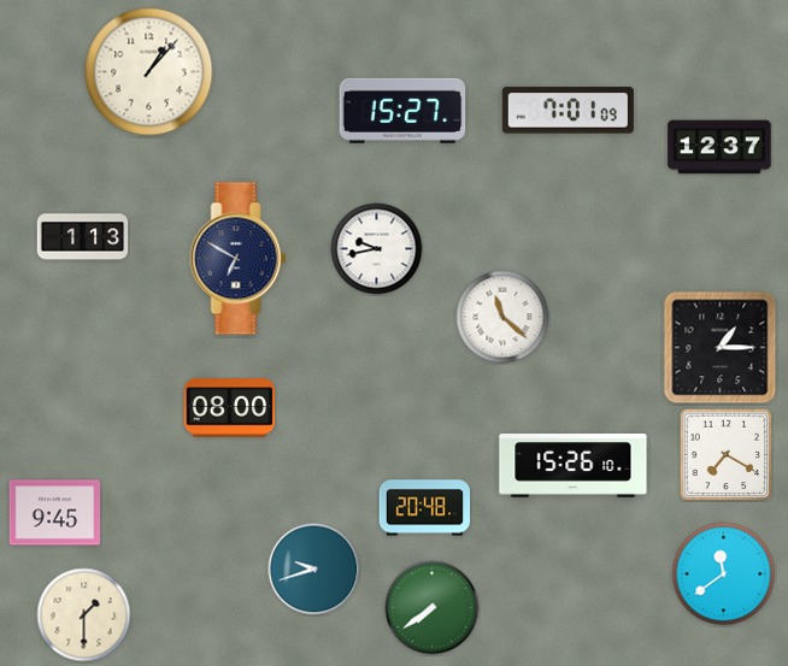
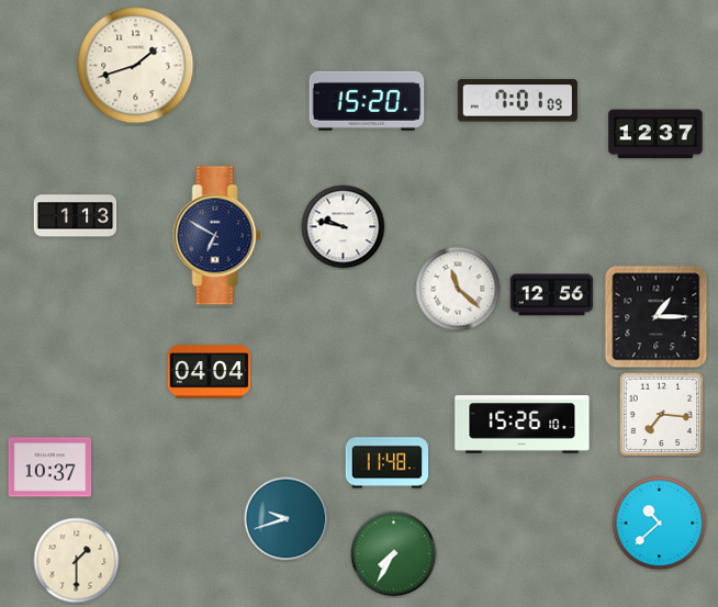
clock at (149, 72): 1:07 -> 1:42
clock at (402, 111): 15:27 -> 15:20
clock at (377, 249): 9:43 -> 9:47
clock at (552, 295): none -> 12:56
clock at (230, 408): 08:00 -> 04:04
clock at (727, 455): 7:20 -> 7:16
clock at (425, 508): 20:48 -> 11:48
clock at (55, 513): 9:45 -> 10:37
clock at (724, 574): 11:39 -> 10:38
clock at (433, 608): 7:39 -> 7:35
